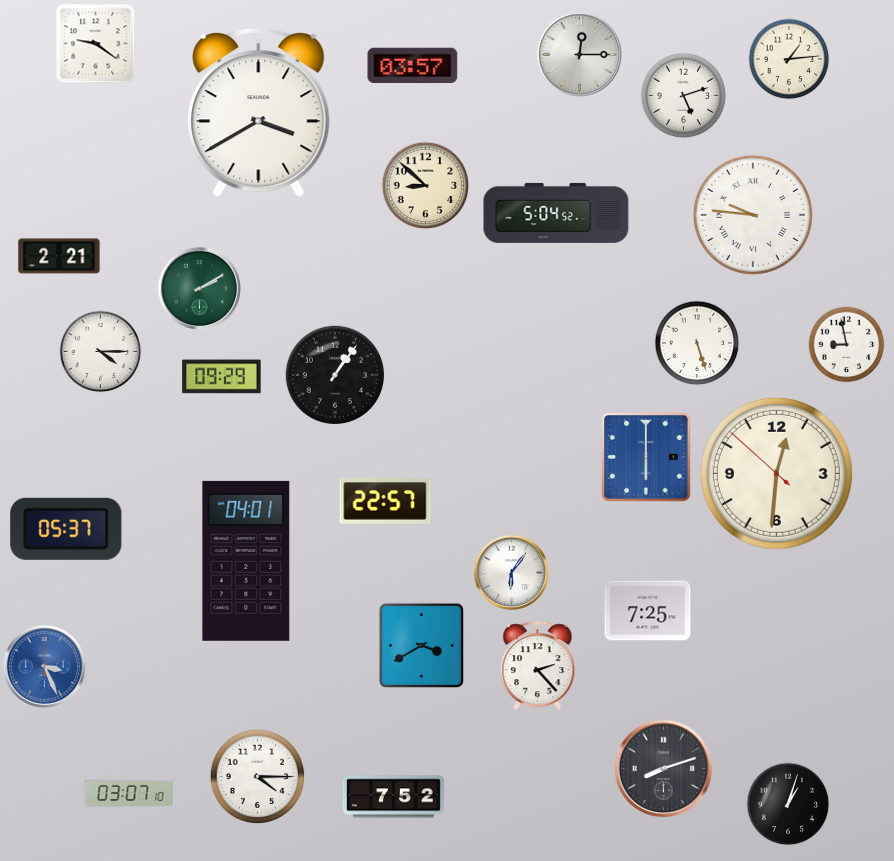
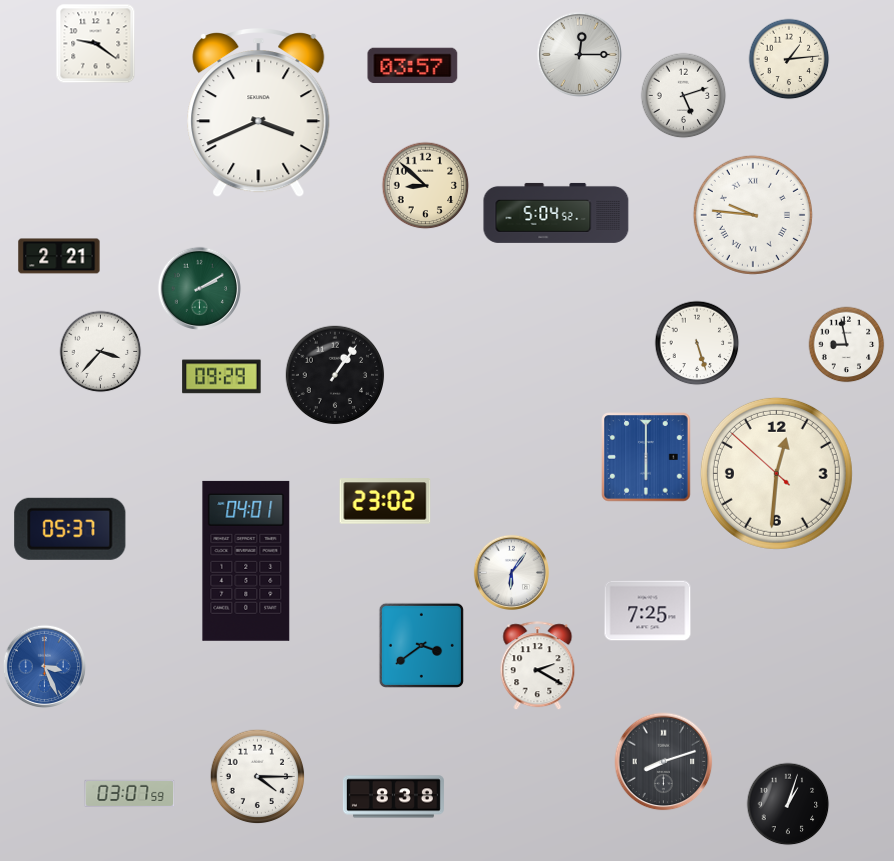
clock at (259, 114): 3:40 -> 3:41
clock at (101, 352): 4:15 -> 3:37
clock at (385, 501): 22:57 -> 23:02
clock at (66, 529) position: (66, 529) -> (70, 529)
clock at (421, 645): 3:40 -> 3:39
clock at (538, 666): 2:23 -> 2:20
clock at (664, 769) position: (664, 769) -> (664, 762)
clock at (130, 793): 03:07:10 -> 03:07:59
clock at (393, 797): 7:52 -> 8:38
